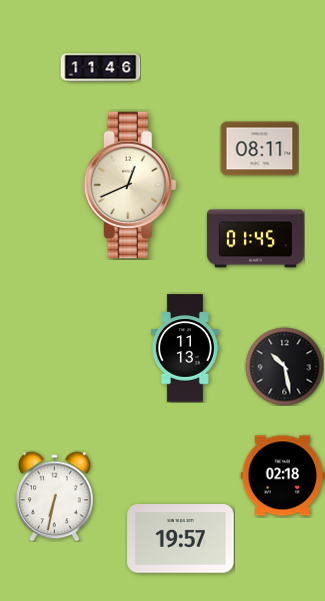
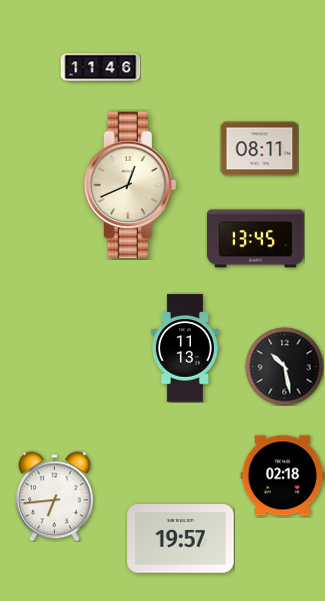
clock at (255, 239): 01:45 -> 13:45
clock at (54, 496): 6:32 -> 6:44
